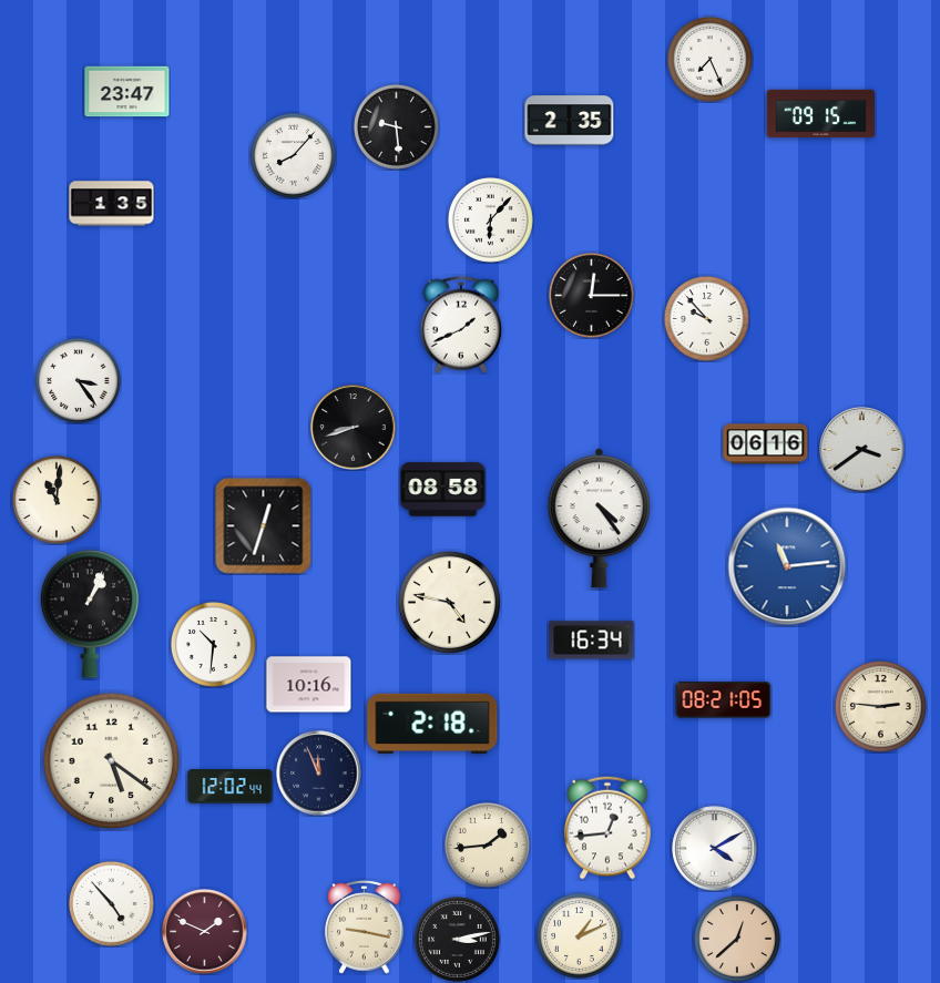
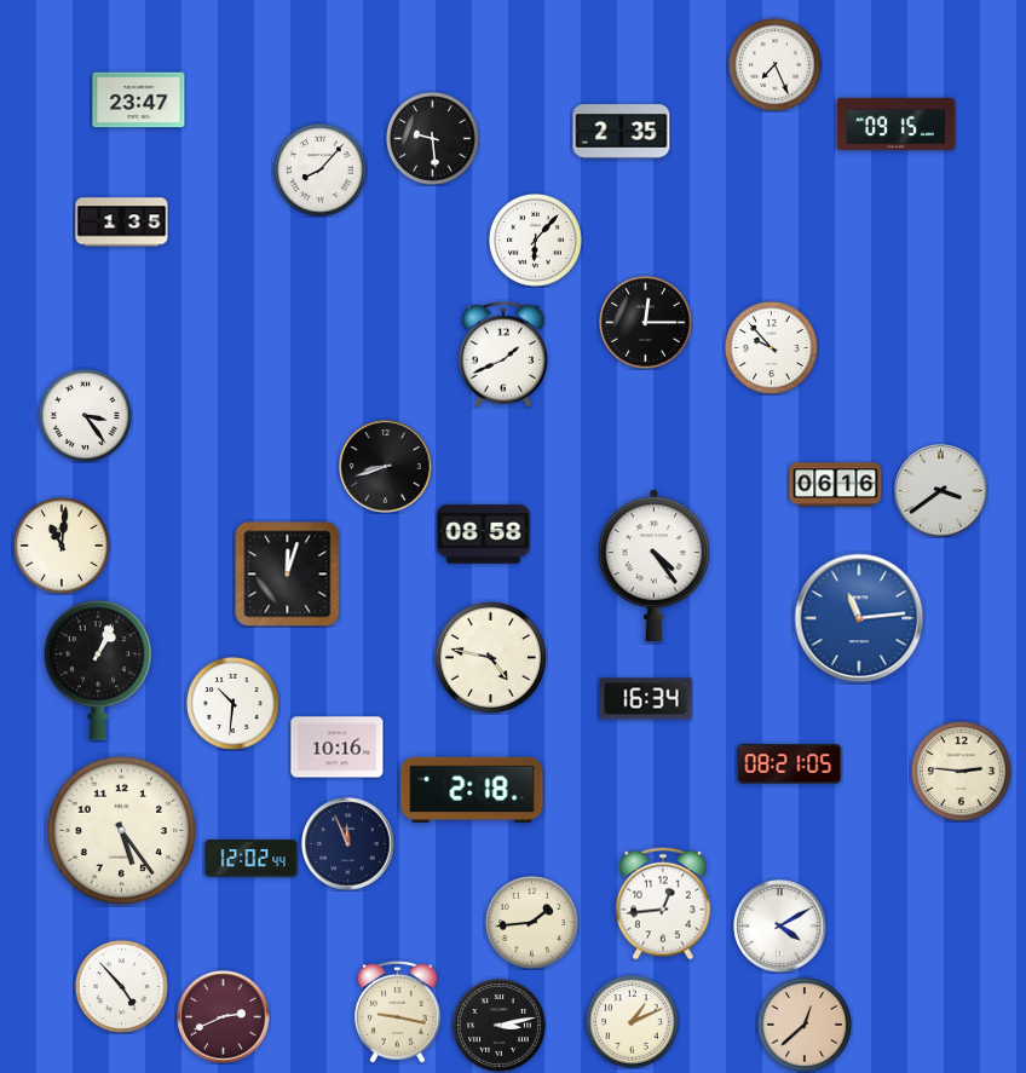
clock at (264, 526): 12:33 -> 12:03
clock at (112, 761): 5:21 -> 5:24
clock at (205, 932): 1:49 -> 2:41
